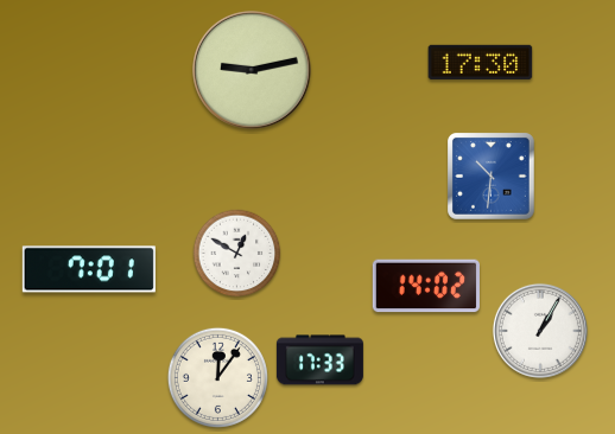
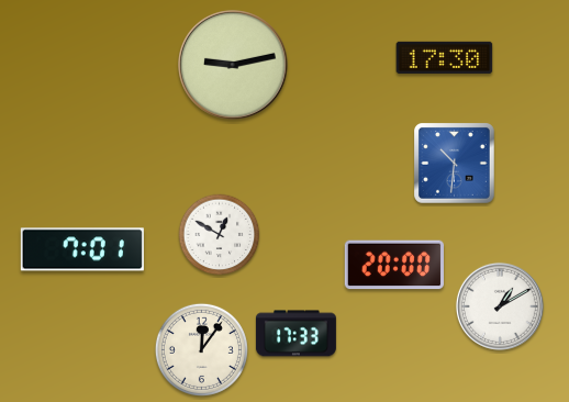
clock at (425, 286): 14:02 -> 20:00
clock at (540, 331): 1:05 -> 1:10
